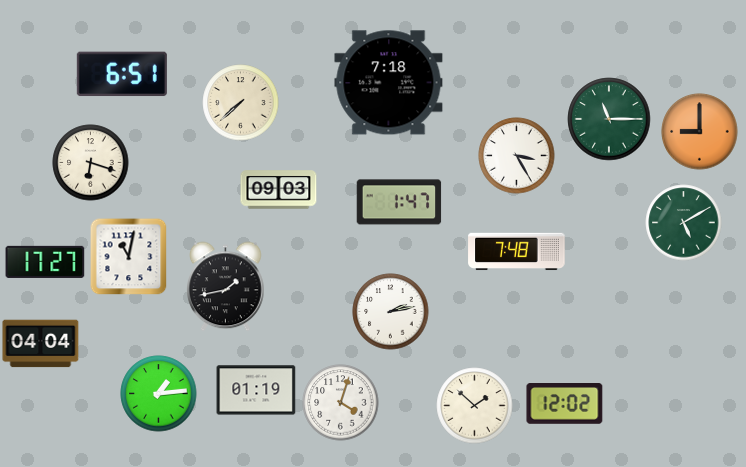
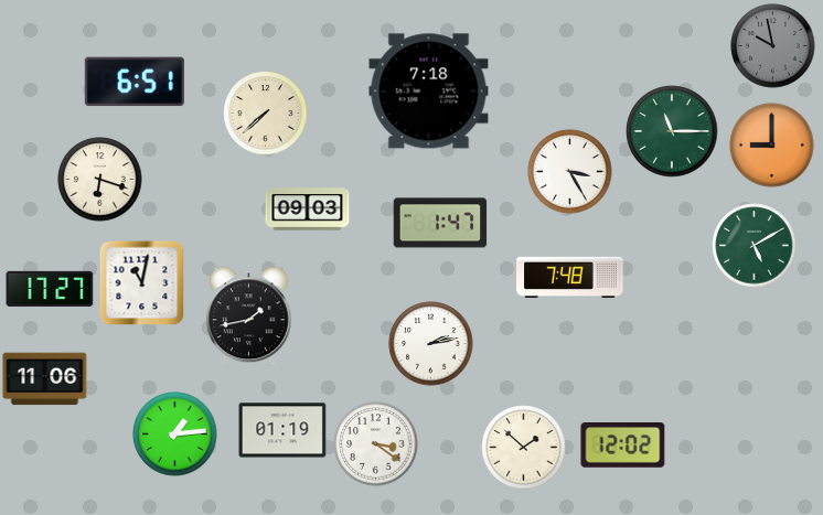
clock at (773, 46): none -> 9:58
clock at (41, 344): 04:04 -> 11:06
clock at (341, 403): 4:03 -> 3:21
